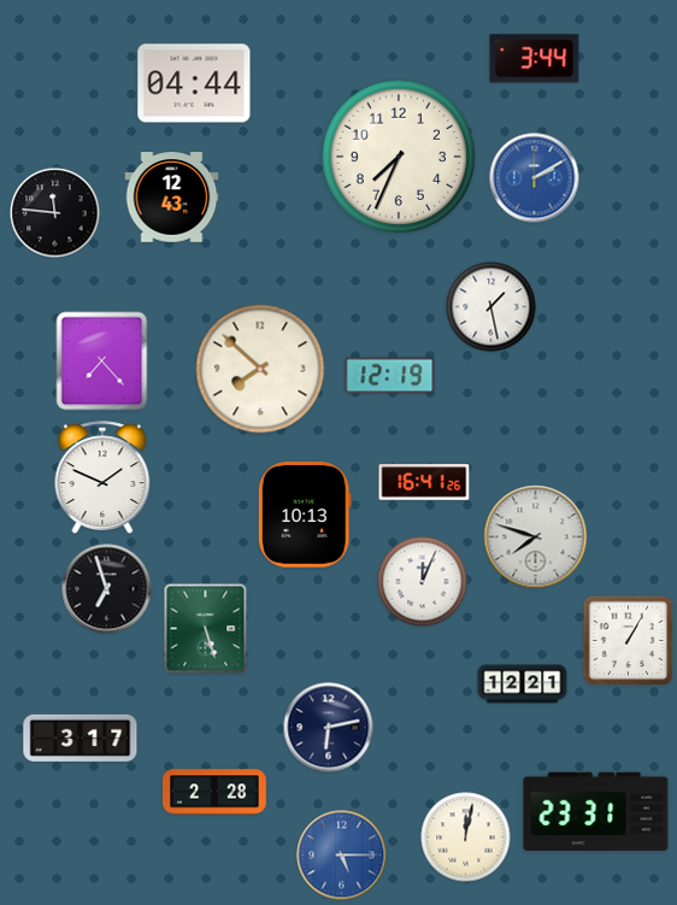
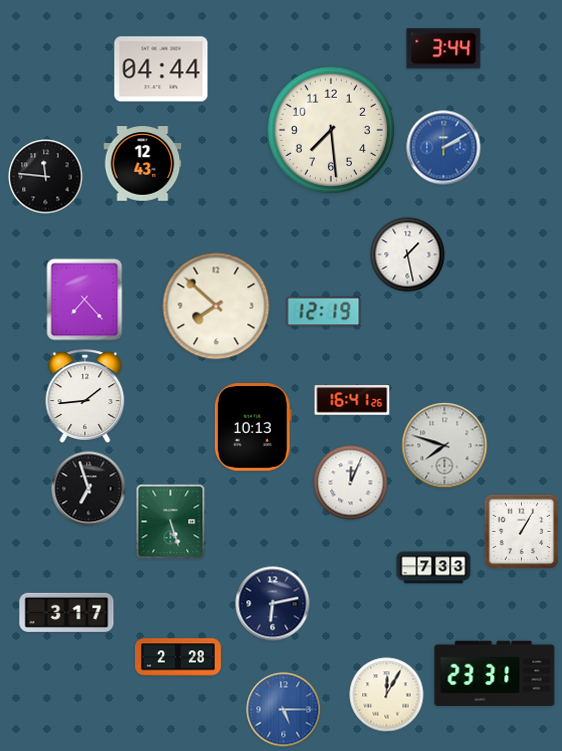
clock at (399, 157): 7:34 -> 7:29
clock at (102, 477): 1:49 -> 1:44
clock at (523, 684): 12:21 -> 7:33
clock at (466, 838): 12:02 -> 12:05
